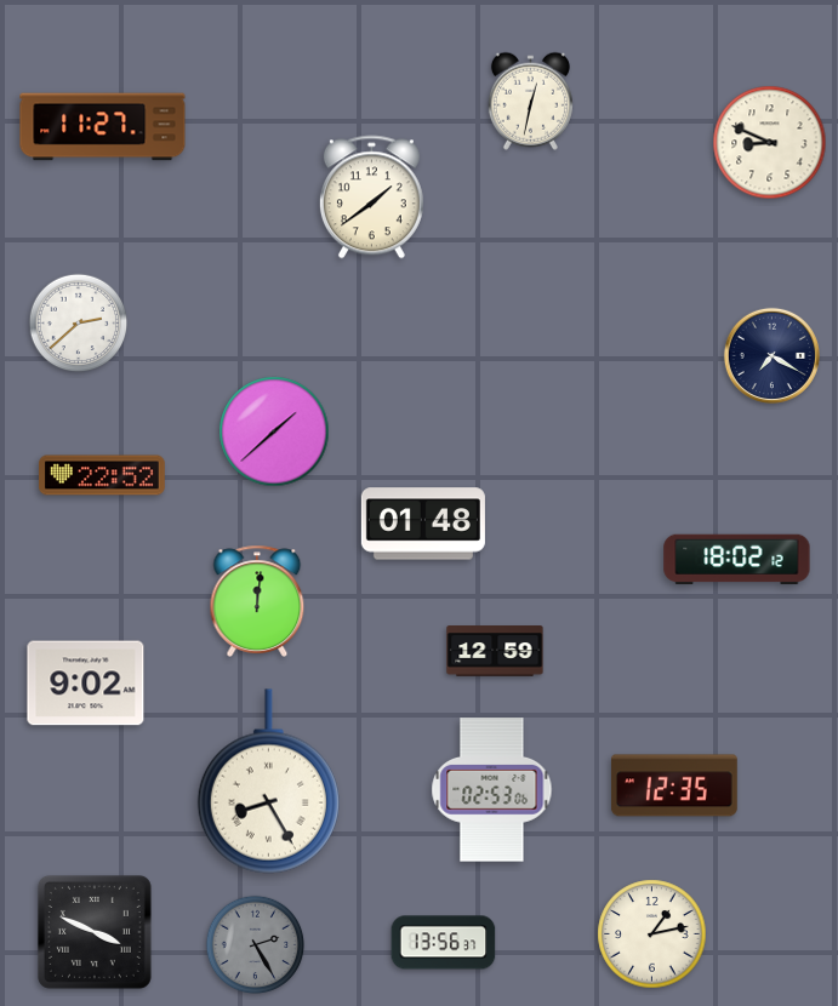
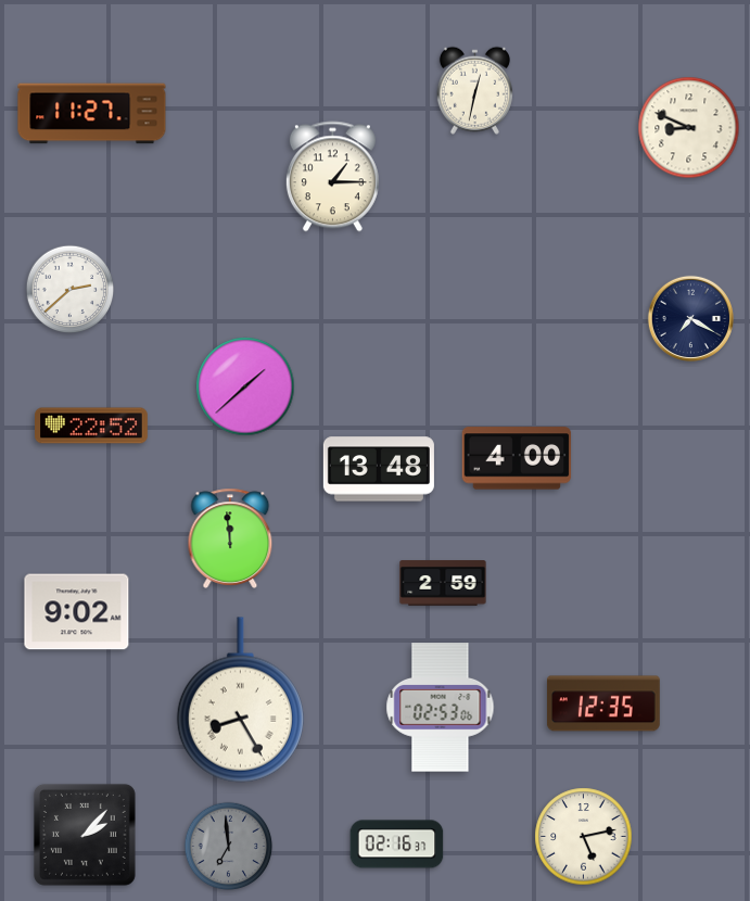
clock at (371, 198): 1:39 -> 1:15
clock at (517, 458): none -> 4:00
clock at (423, 524): 01:48 -> 13:48
clock at (737, 560): 18:02 -> none
clock at (257, 601): 12:01 -> 11:59
clock at (495, 651): 12:59 -> 2:59
clock at (95, 932): 3:49 -> 2:07
clock at (652, 934): 1:13 -> 5:13
clock at (444, 943): 13:56 -> 02:16
clock at (256, 945): 2:25 -> 6:59
